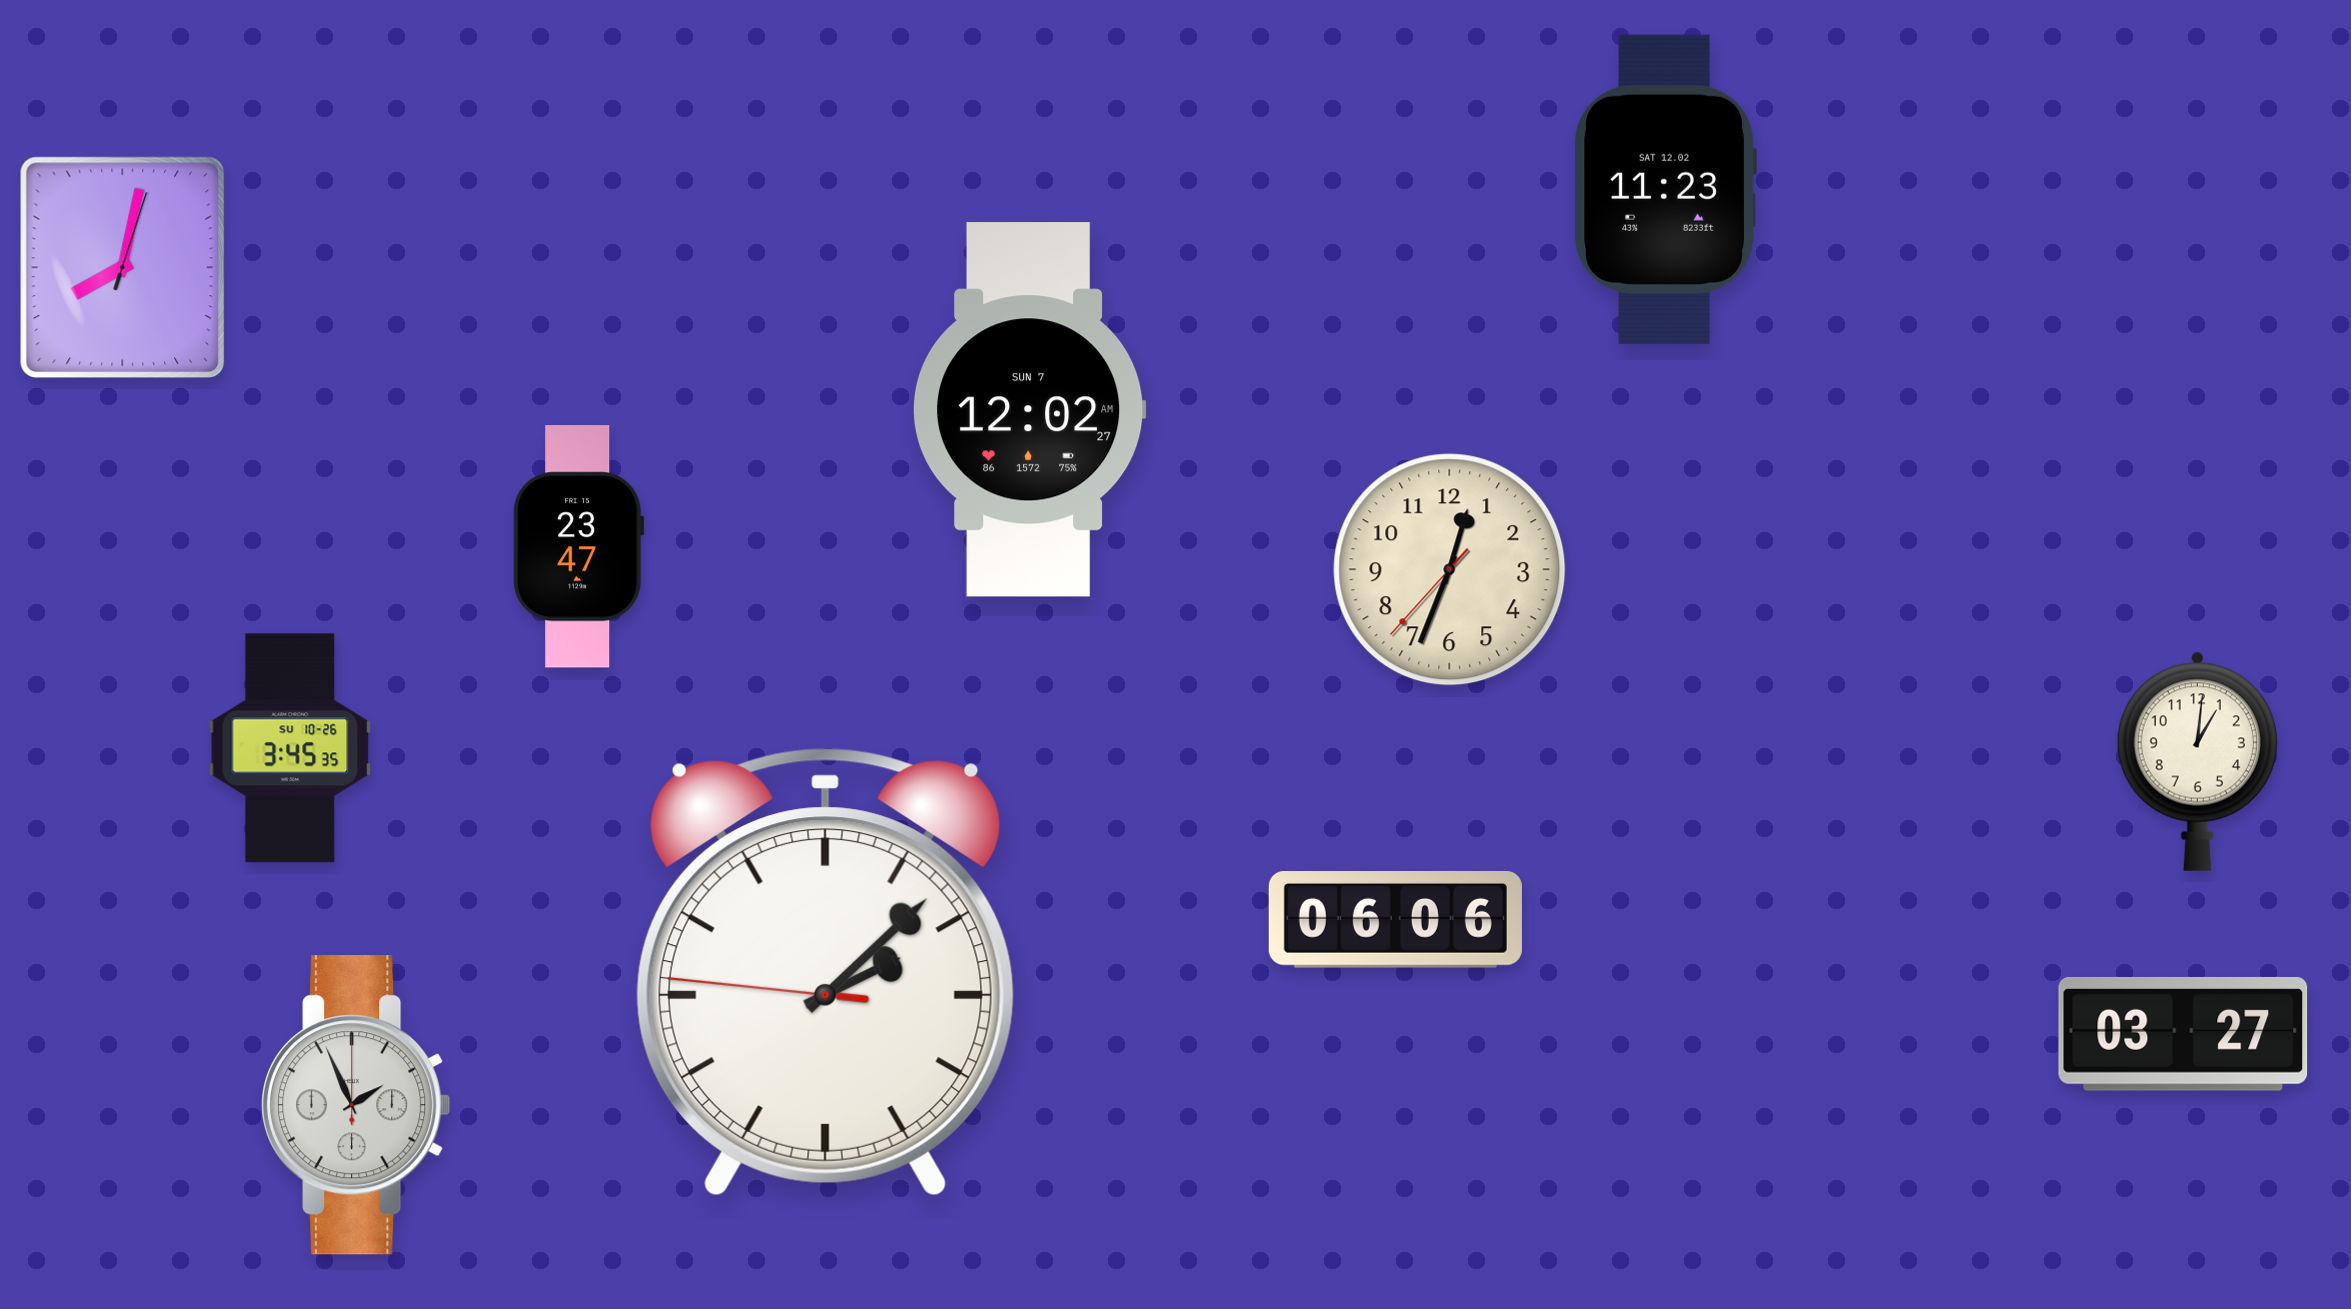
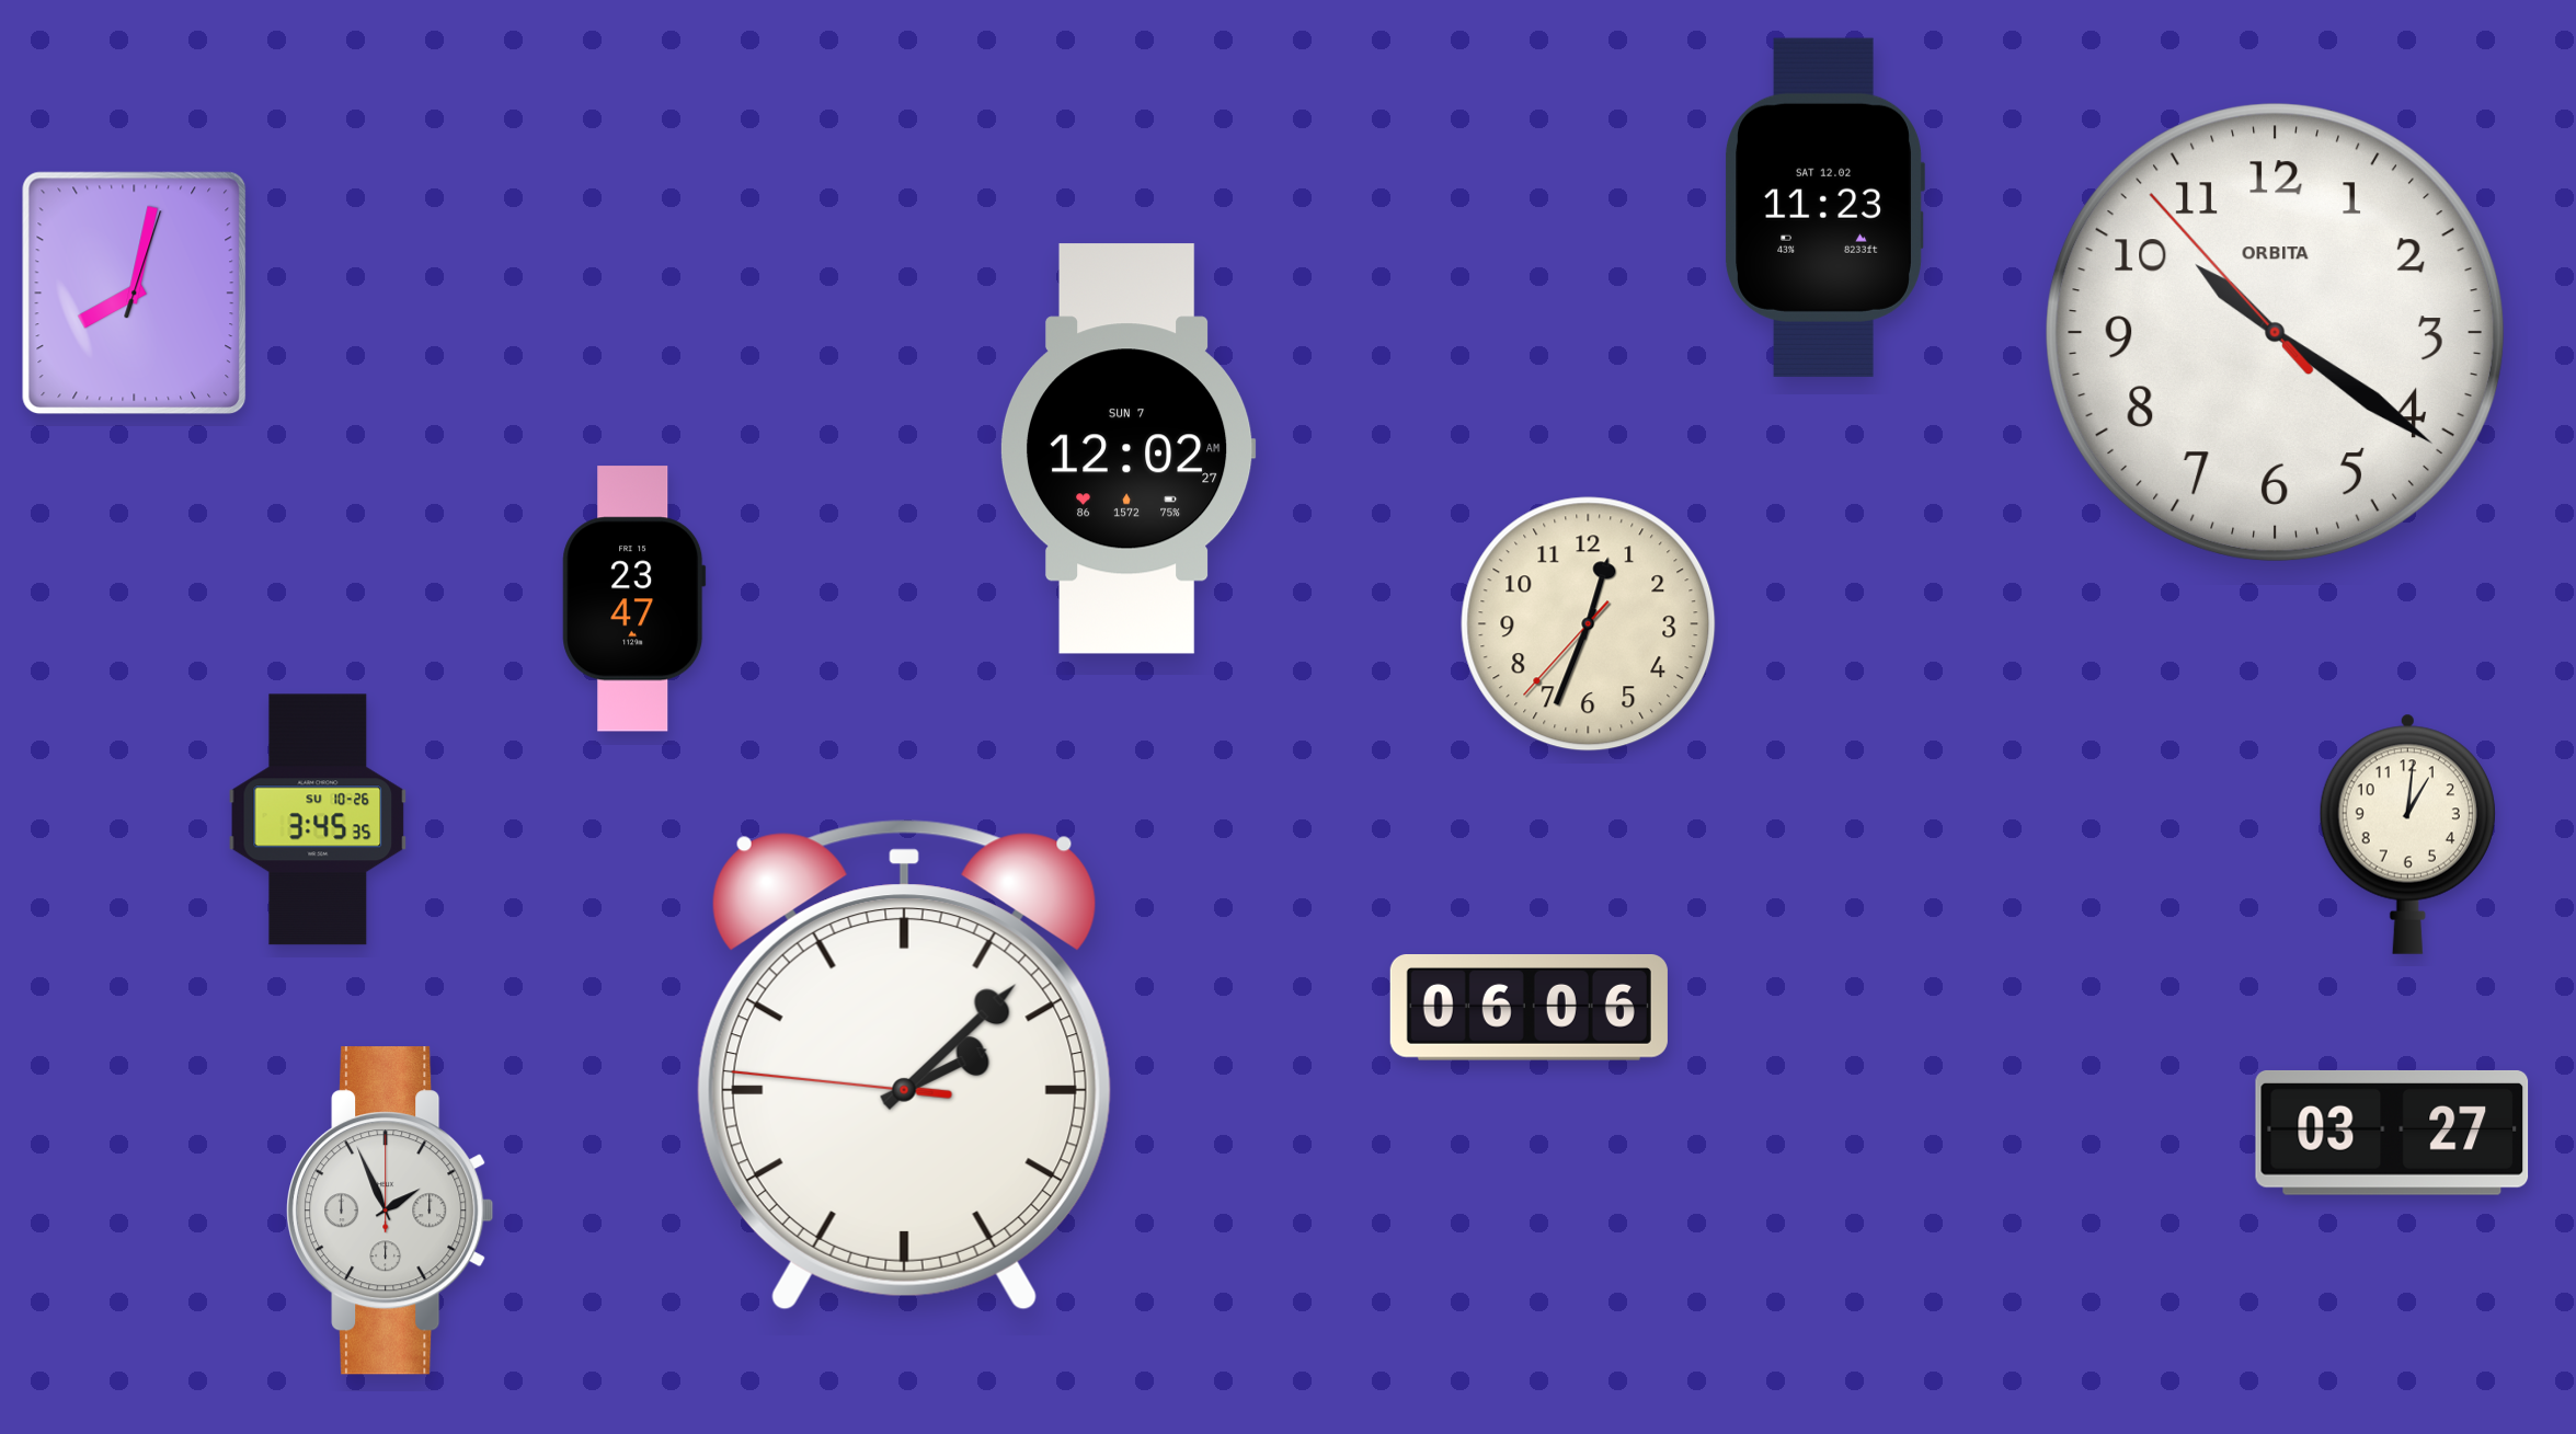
clock at (2275, 332): none -> 10:20
